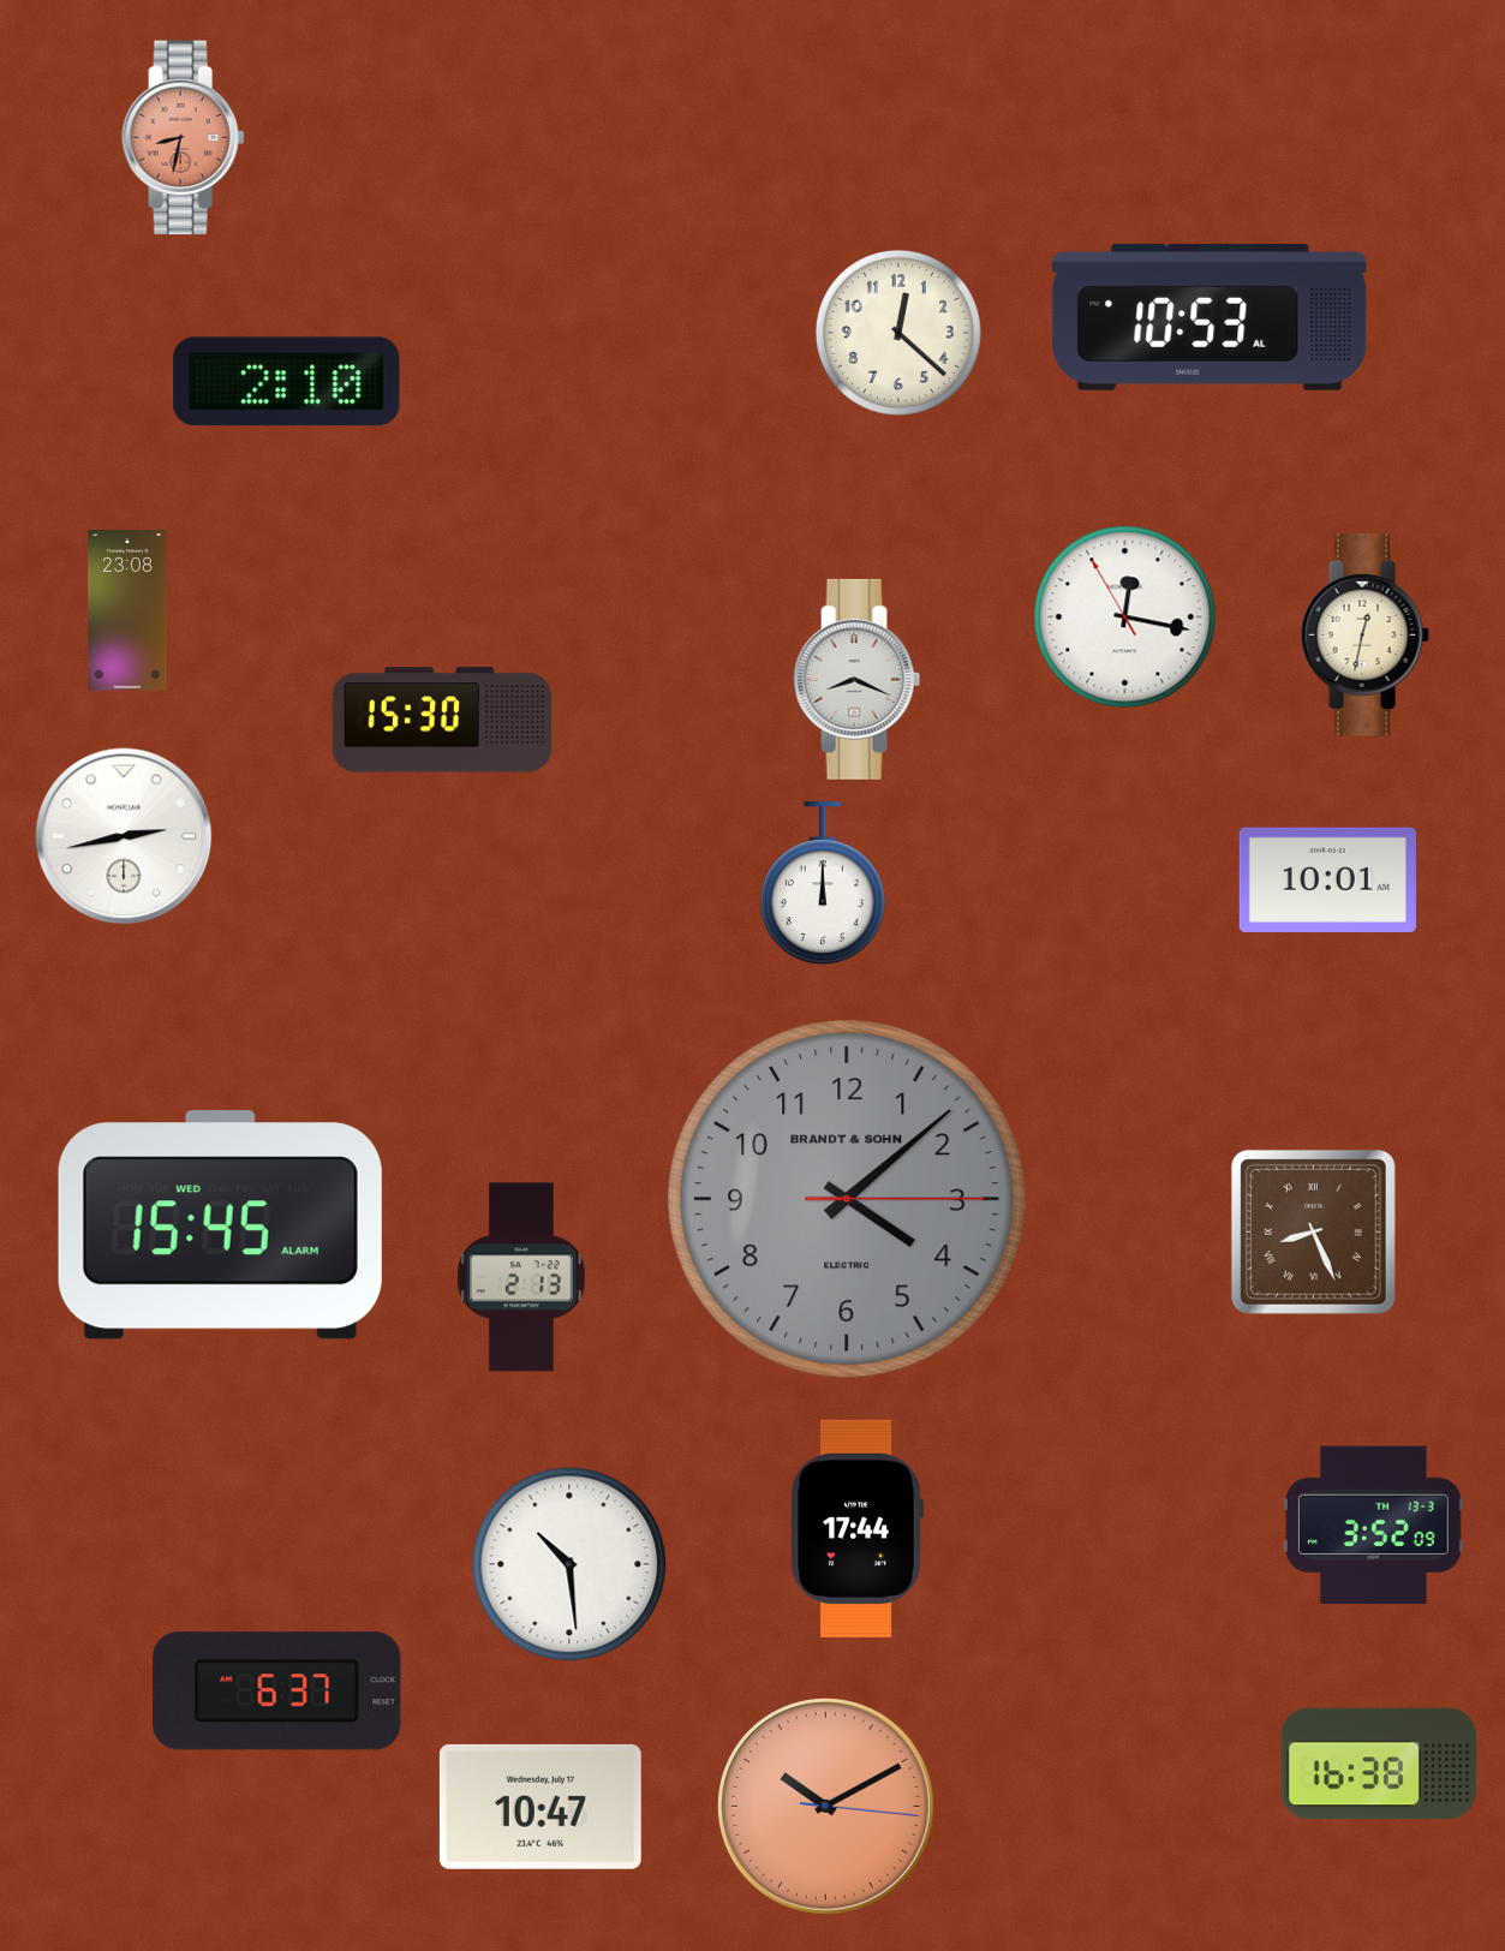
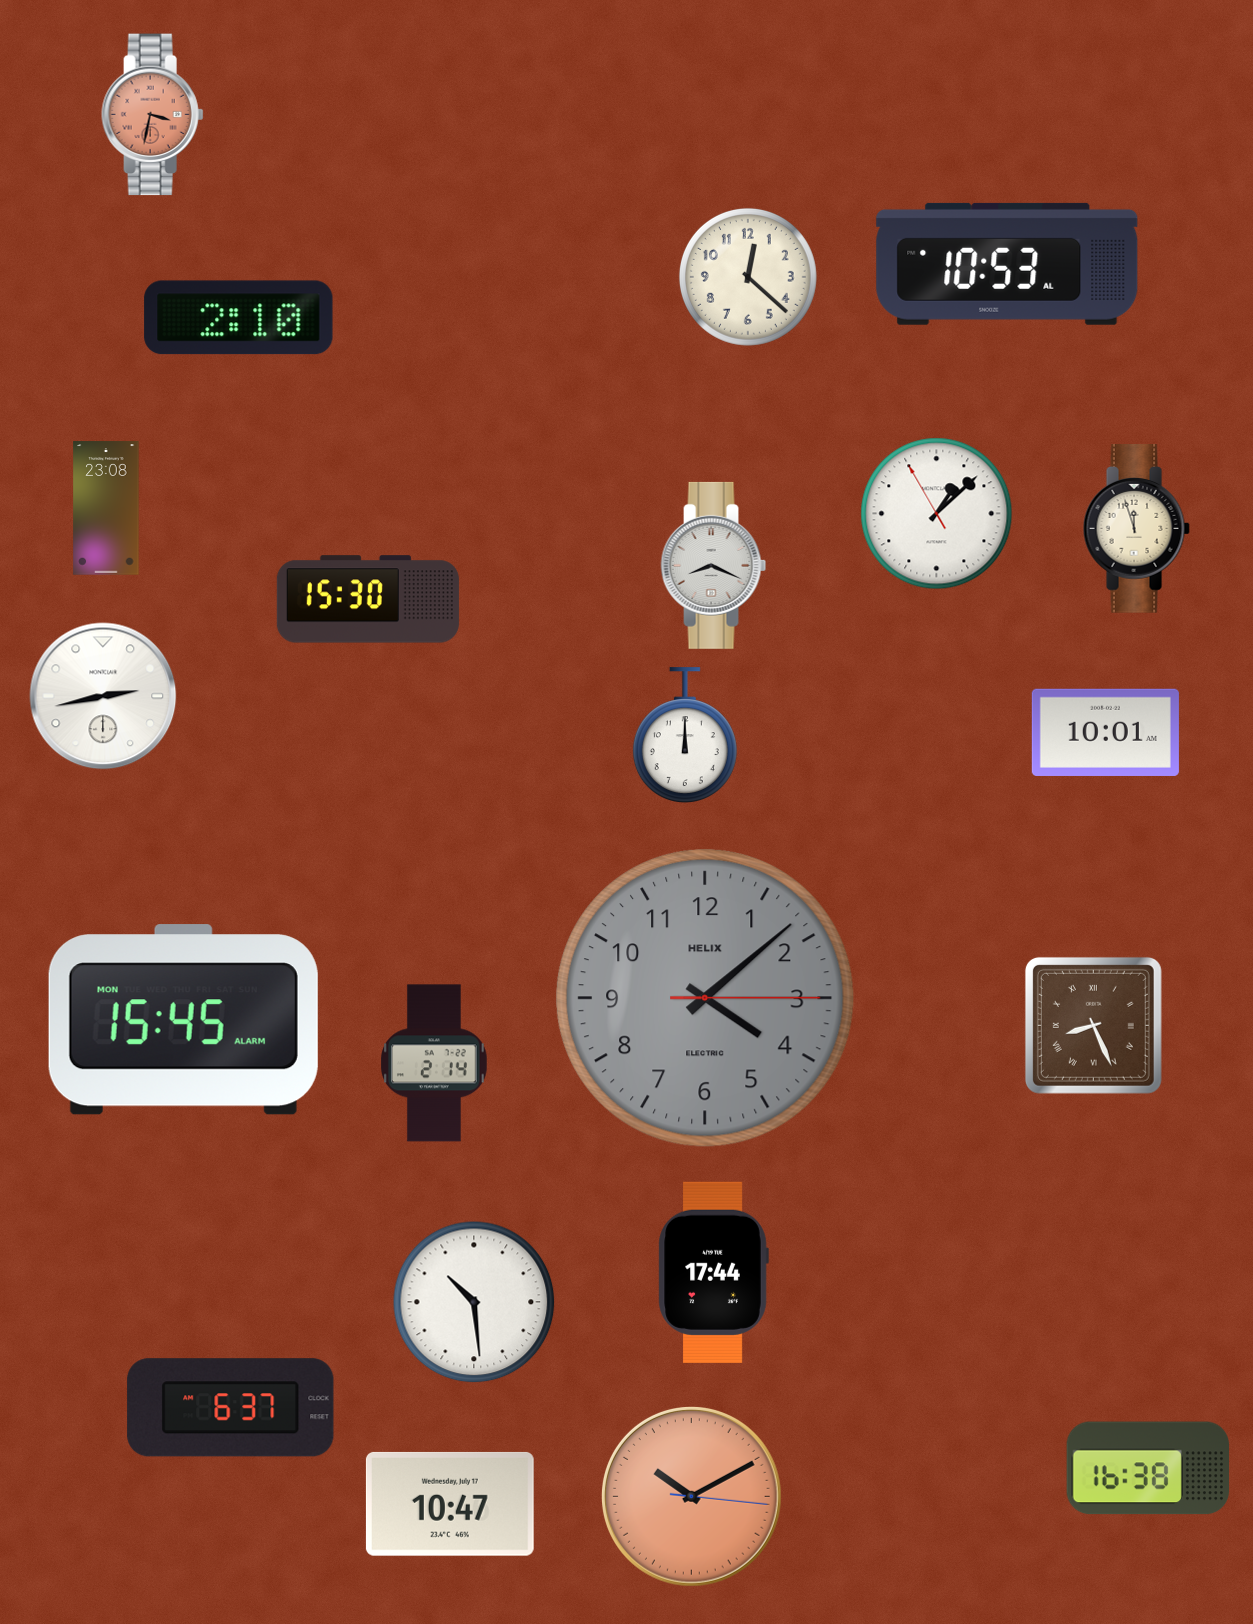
clock at (184, 138): 8:32 -> 3:32
clock at (1125, 617): 12:16 -> 1:07
clock at (1364, 636): 12:32 -> 11:57
clock at (847, 1199) brand: BRANDT & SOHN -> HELIX
clock at (220, 1225) date: WED -> MON
clock at (521, 1277): 2:13 -> 2:14
clock at (1373, 1526): 3:52 -> none
clock at (825, 1806) position: (825, 1806) -> (691, 1496)
